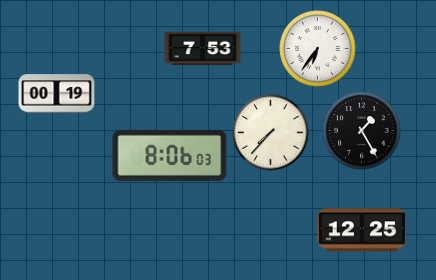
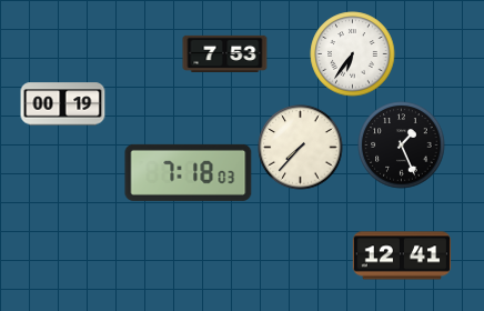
clock at (362, 131): 1:25 -> 1:26
clock at (170, 155): 8:06 -> 7:18
clock at (362, 230): 12:25 -> 12:41
